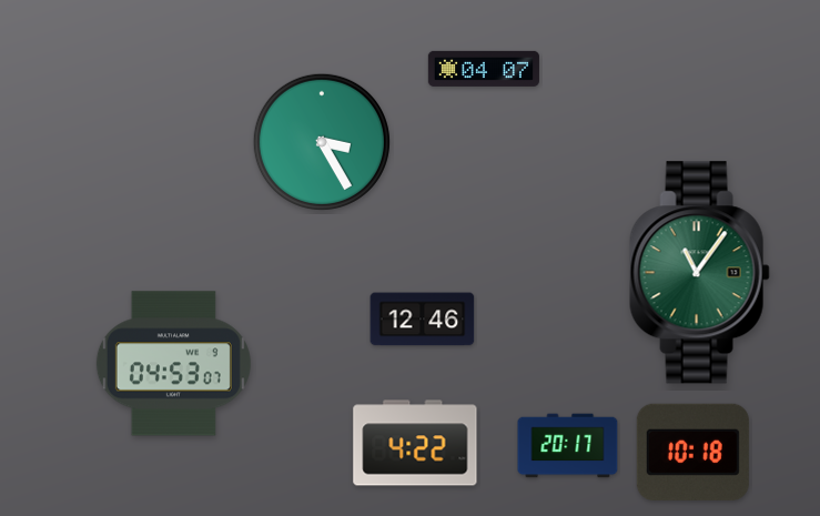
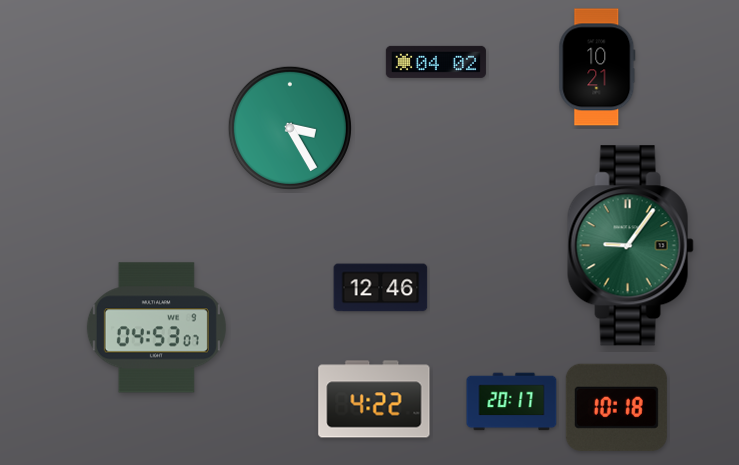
clock at (484, 69): 04:07 -> 04:02
clock at (597, 67): none -> 10:21
clock at (699, 273): 11:06 -> 9:06
clock at (692, 452) position: (692, 452) -> (616, 407)
